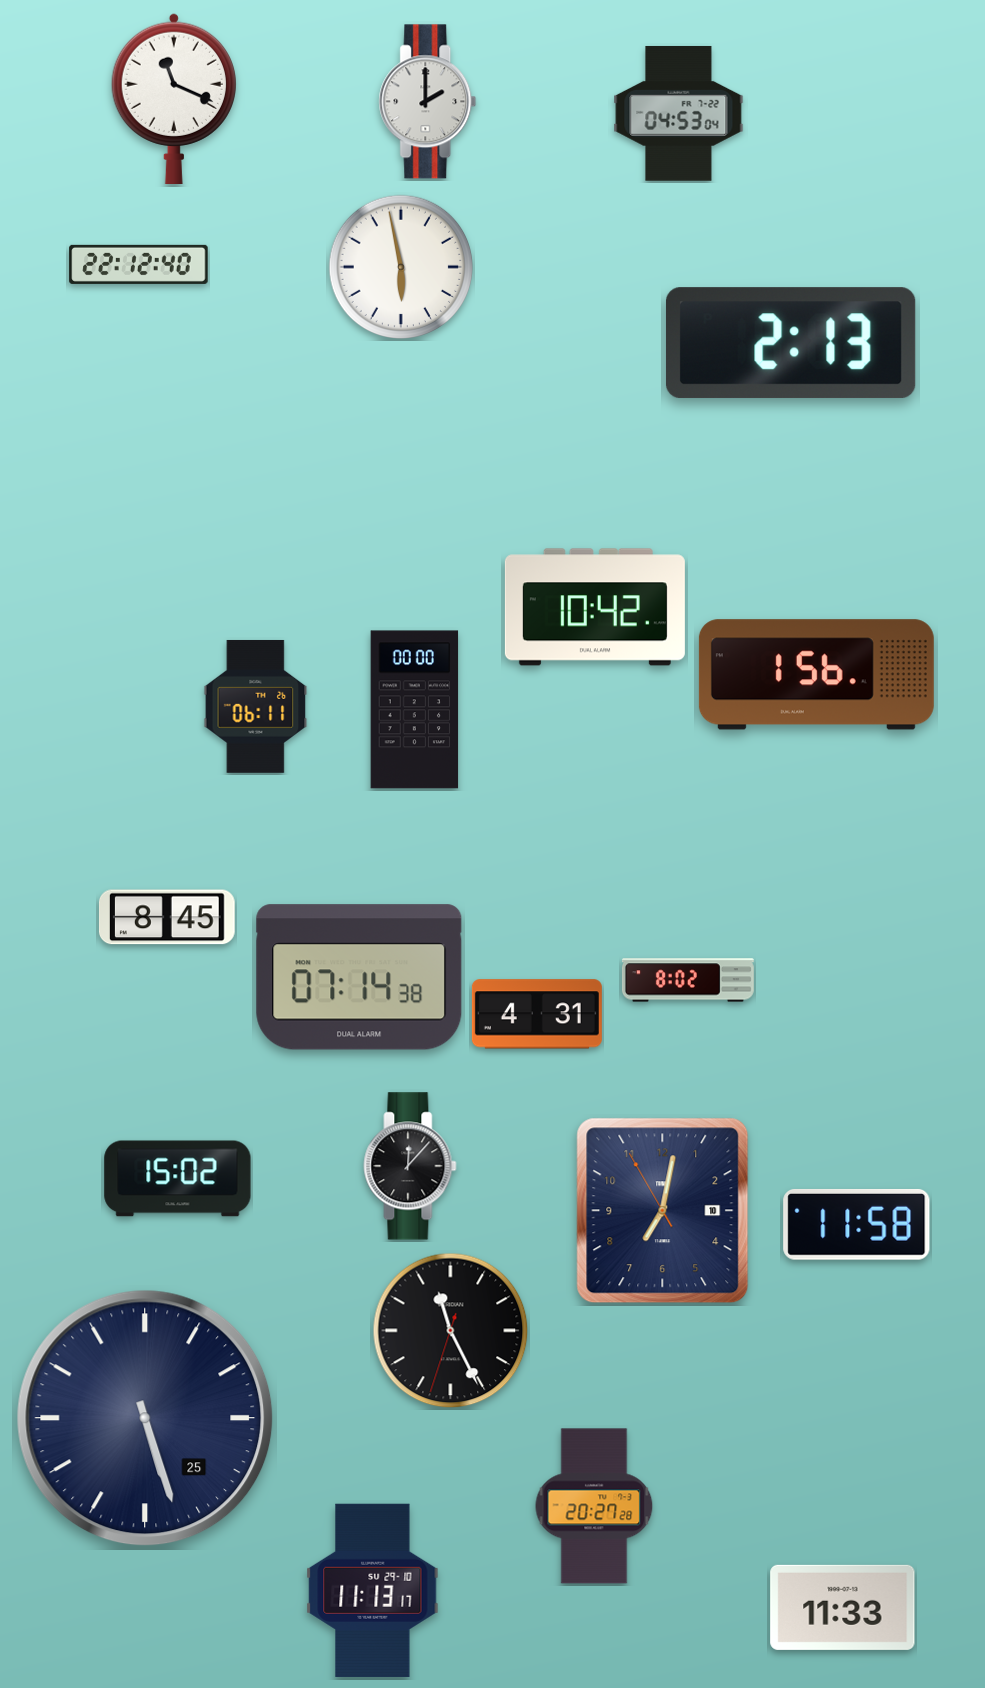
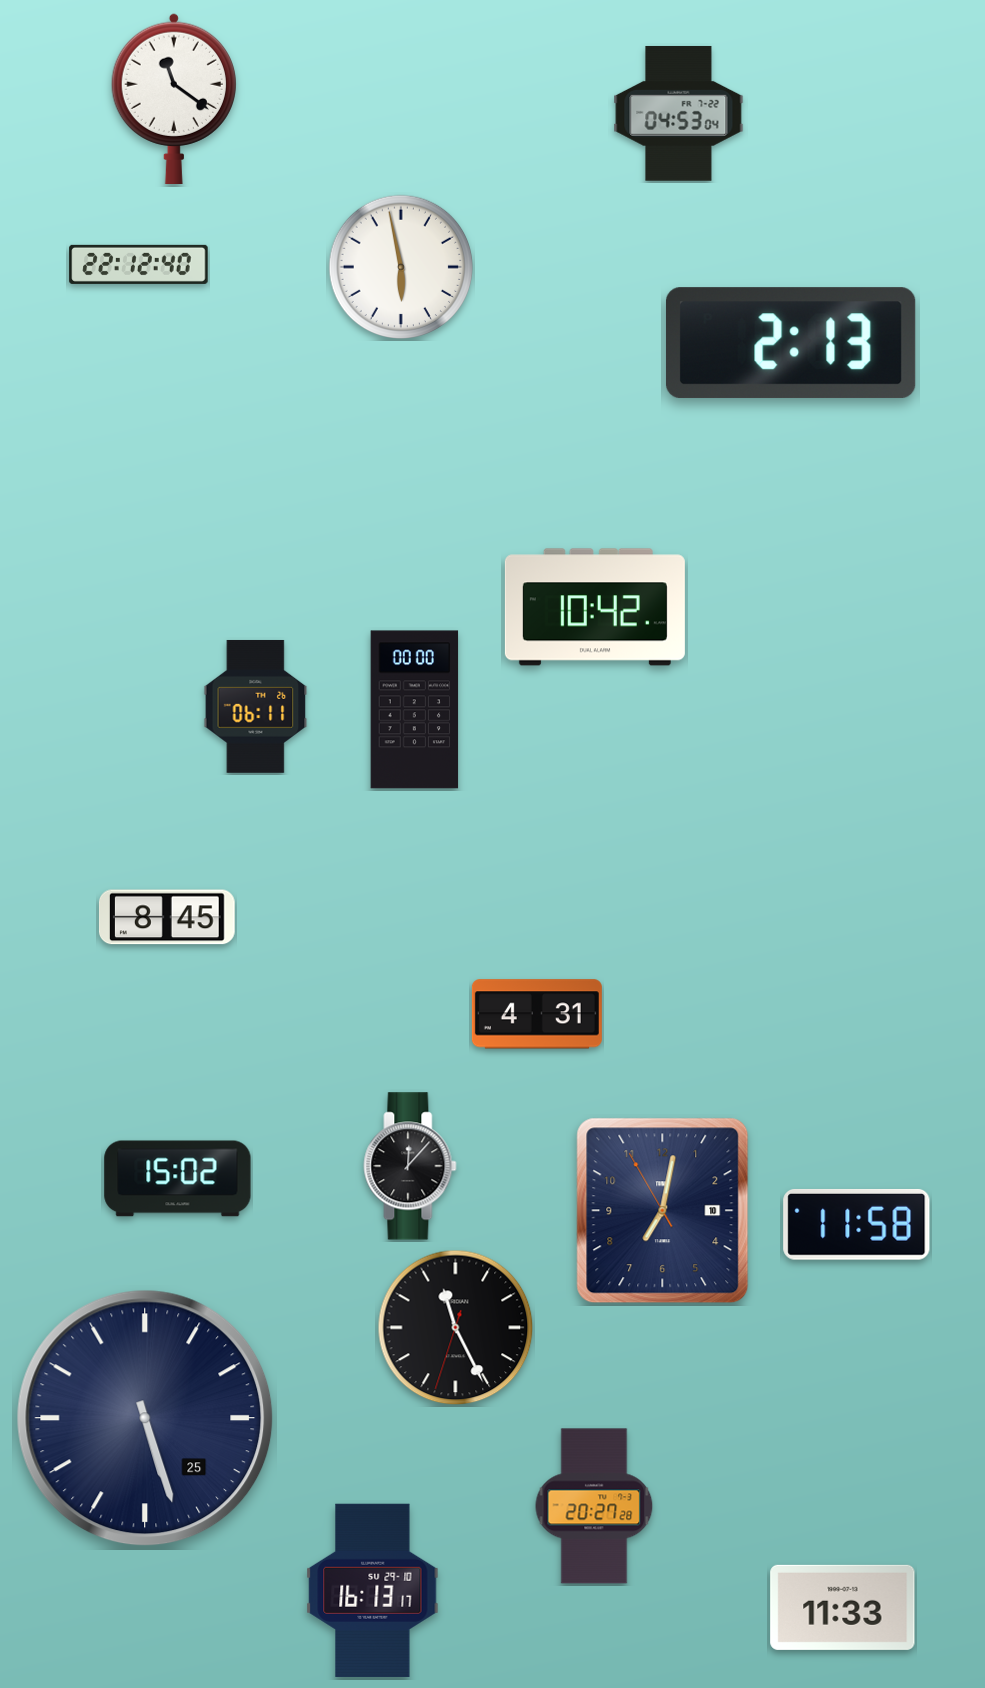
clock at (174, 98): 11:19 -> 11:21
clock at (428, 102): 2:00 -> none
clock at (816, 675): 1:56 -> none
clock at (359, 977): 07:14 -> none
clock at (688, 980): 8:02 -> none
clock at (451, 1331) position: (451, 1331) -> (456, 1328)
clock at (373, 1590): 11:13 -> 16:13
